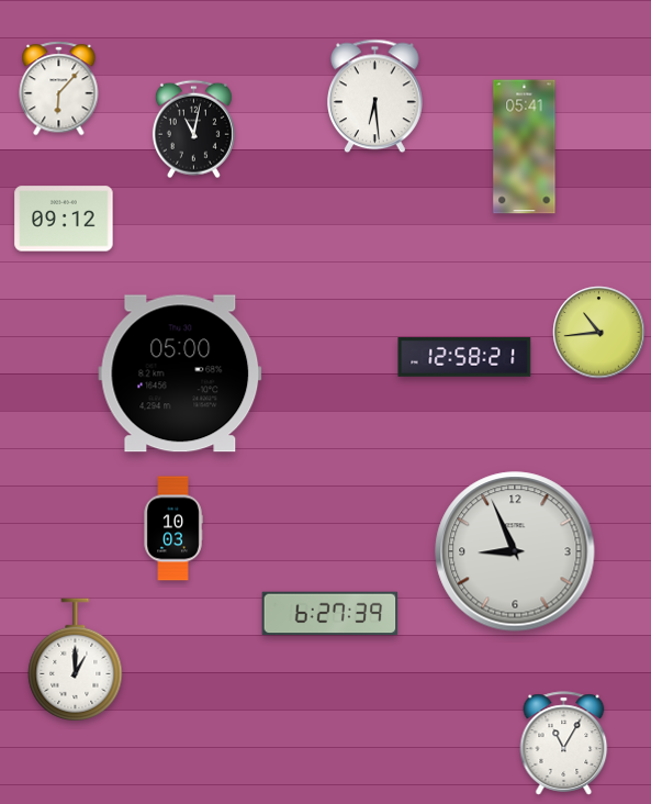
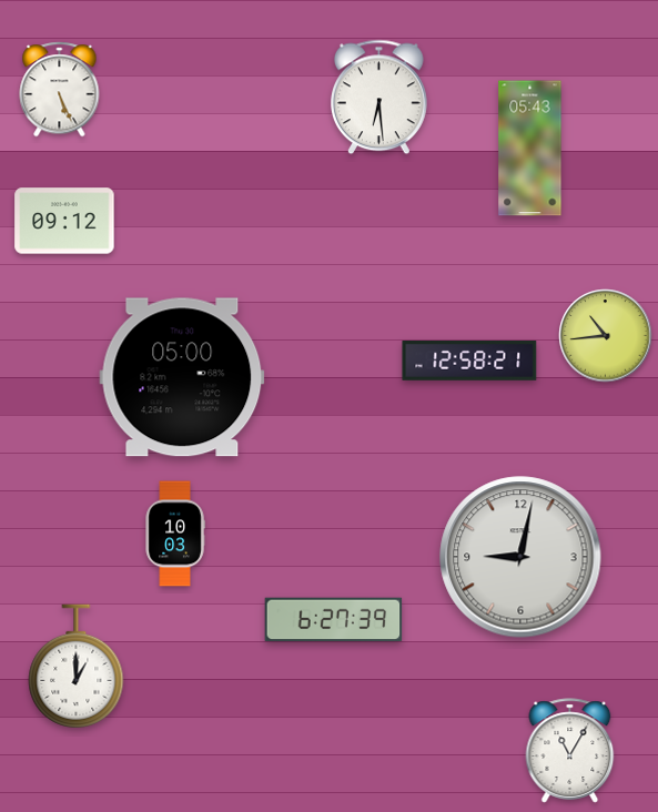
clock at (59, 89): 6:07 -> 5:26
clock at (193, 130): 11:02 -> none
clock at (525, 147): 05:41 -> 05:43
clock at (515, 551): 8:56 -> 9:02
